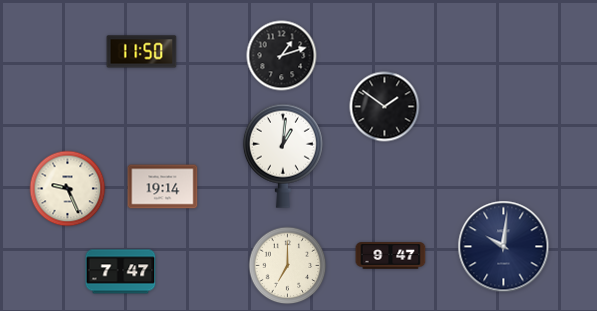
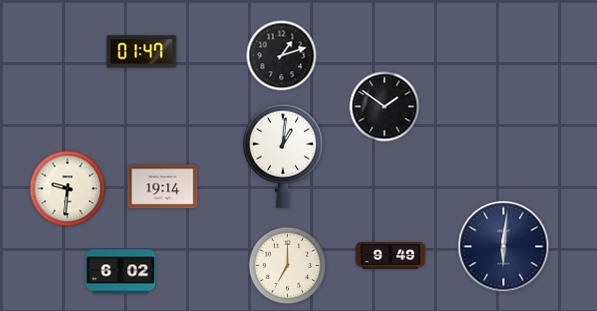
clock at (142, 52): 11:50 -> 01:47
clock at (68, 189): 9:26 -> 9:31
clock at (504, 247): 10:01 -> 6:01
clock at (391, 256): 9:47 -> 9:49
clock at (121, 272): 7:47 -> 6:02
